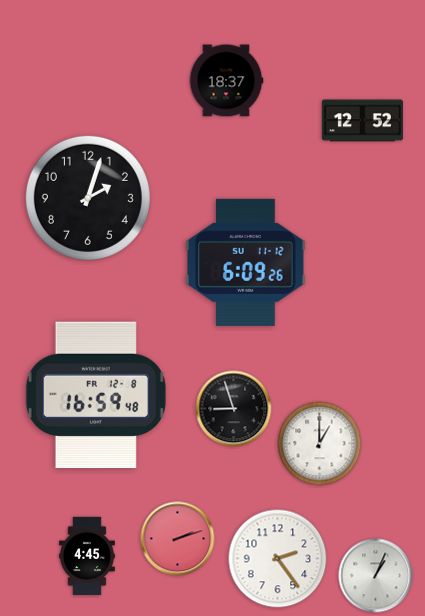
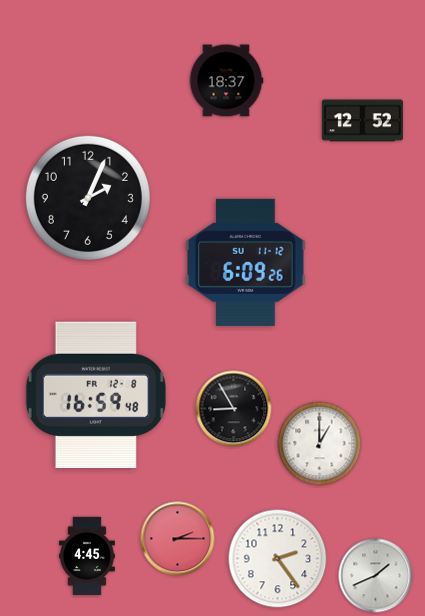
clock at (88, 198): 2:03 -> 2:04
clock at (234, 409): 8:57 -> 8:55
clock at (178, 539): 2:12 -> 2:15
clock at (376, 576): 1:04 -> 1:41
